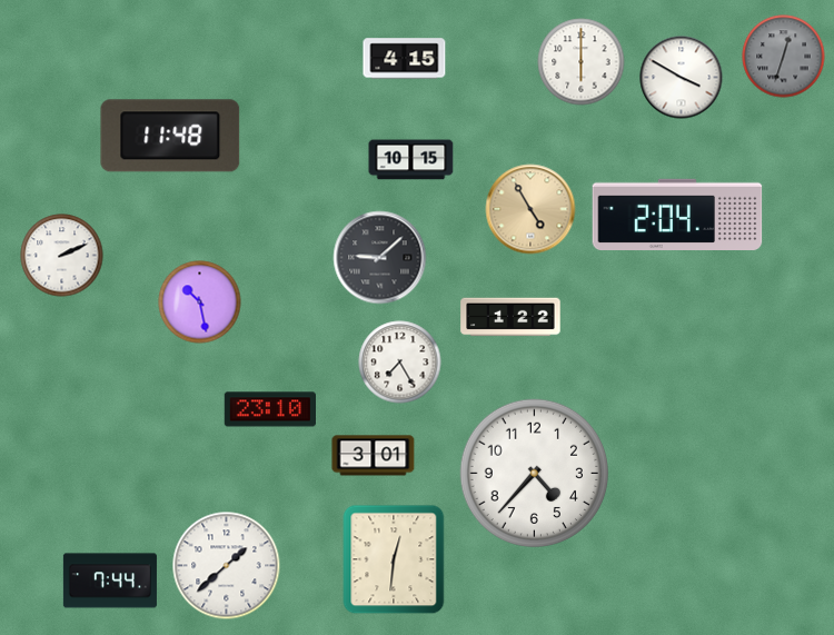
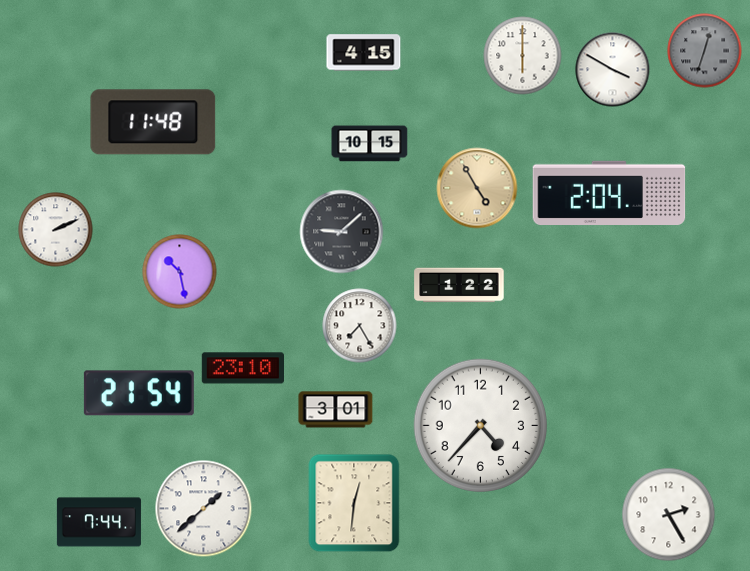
clock at (139, 393): none -> 21:54
clock at (669, 515): none -> 2:25
